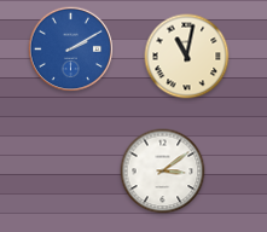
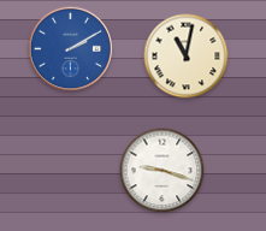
clock at (163, 172): 3:09 -> 9:18
